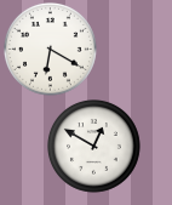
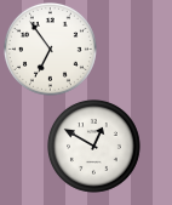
clock at (51, 50): 6:20 -> 6:54
